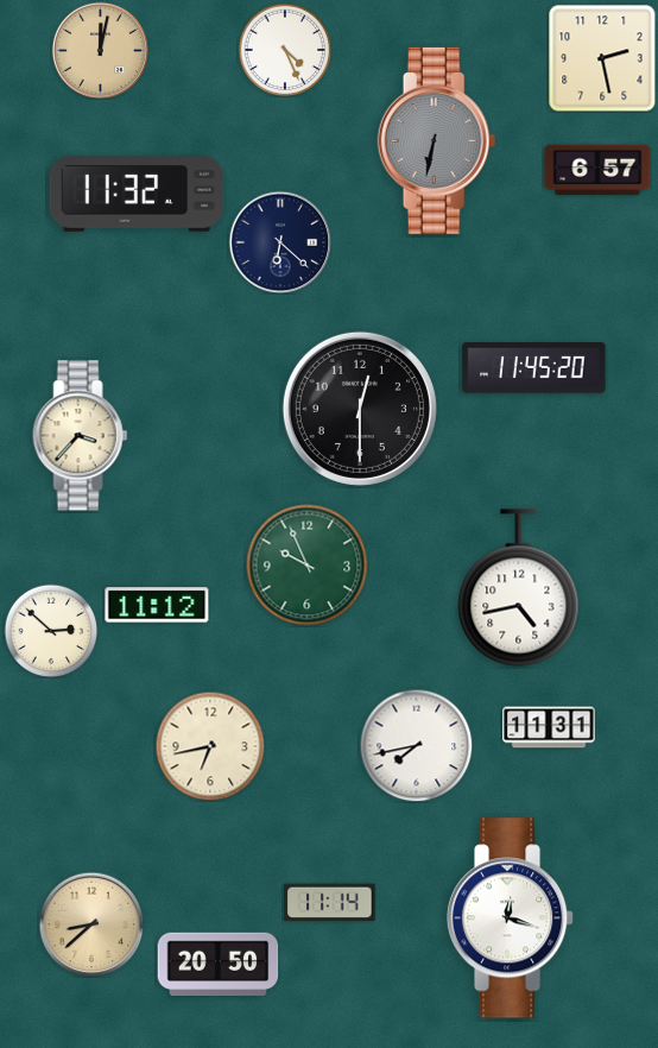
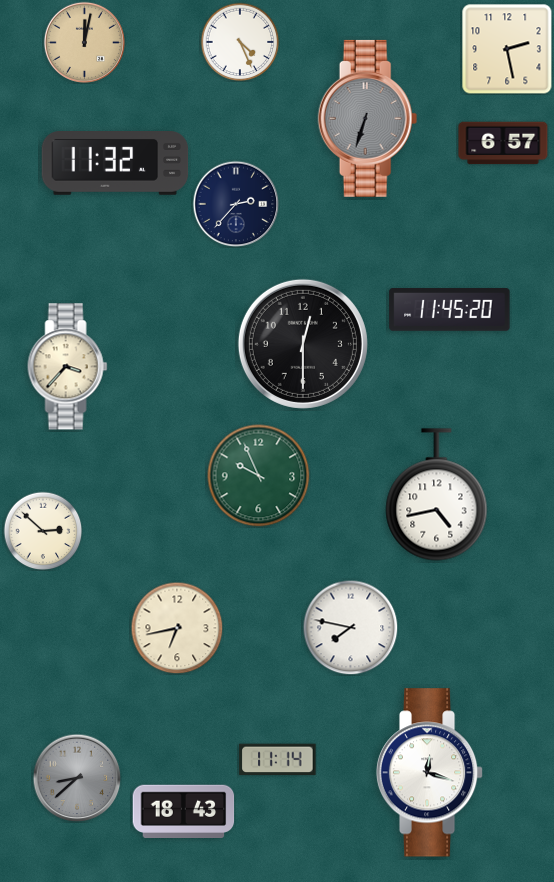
clock at (437, 140): 6:32 -> 6:33
clock at (280, 242): 6:22 -> 2:37
clock at (157, 605): 11:12 -> none
clock at (549, 727): 11:31 -> none
clock at (416, 745): 7:43 -> 7:47
clock at (91, 924) dial: champagne -> grey
clock at (219, 964): 20:50 -> 18:43
